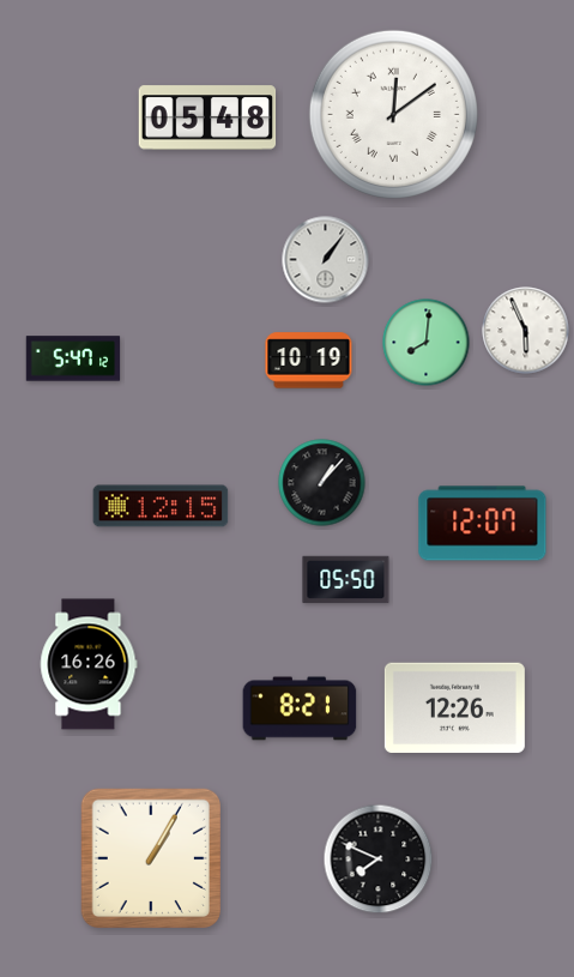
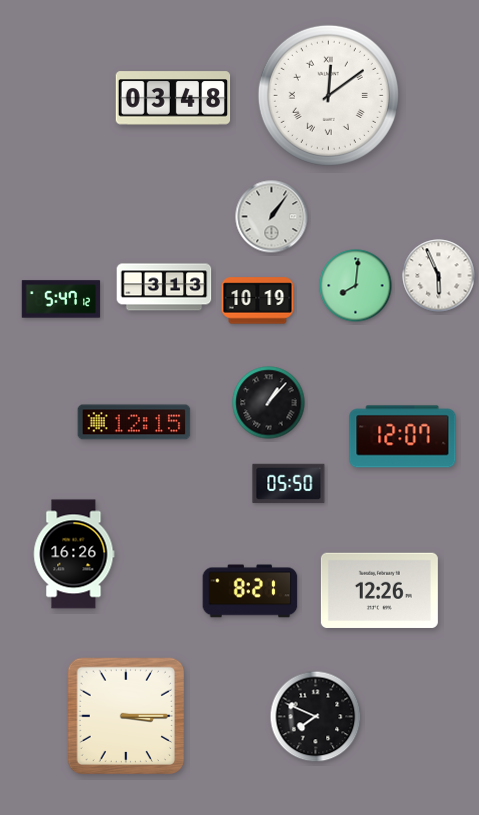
clock at (207, 117): 05:48 -> 03:48
clock at (164, 287): none -> 3:13
clock at (150, 857): 1:05 -> 3:15
